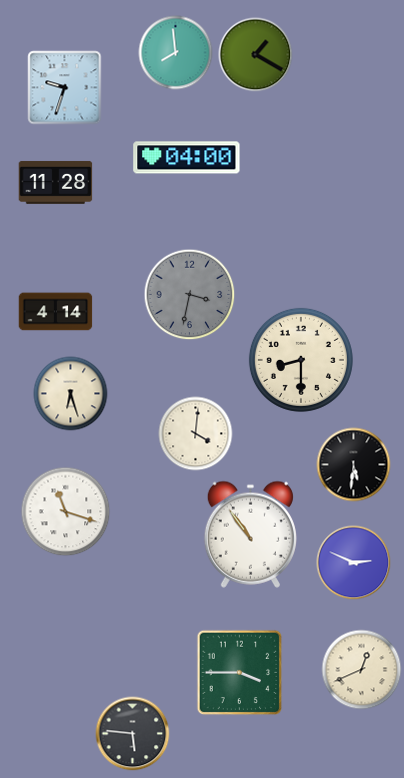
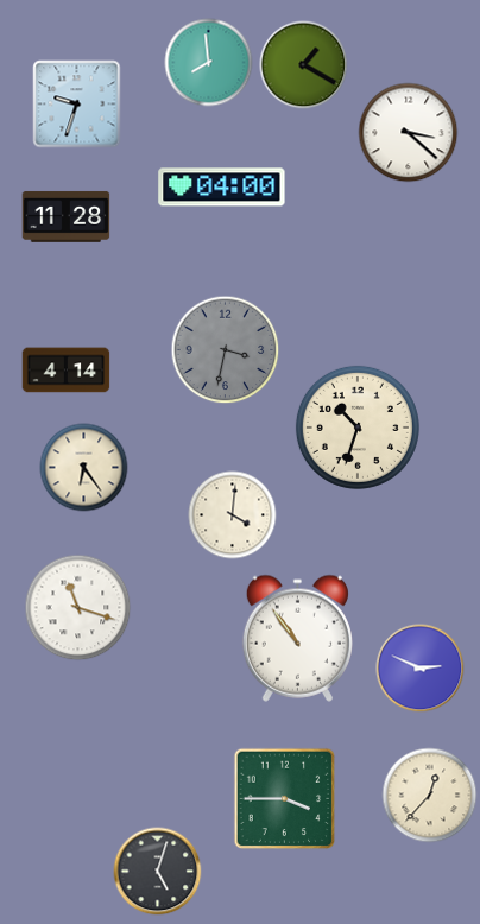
clock at (409, 133): none -> 3:22
clock at (301, 360): 8:30 -> 10:33
clock at (71, 394): 6:27 -> 6:24
clock at (354, 465): 5:31 -> none
clock at (250, 534) position: (250, 534) -> (297, 638)
clock at (362, 670): 12:41 -> 12:37
clock at (133, 734): 5:46 -> 5:03
